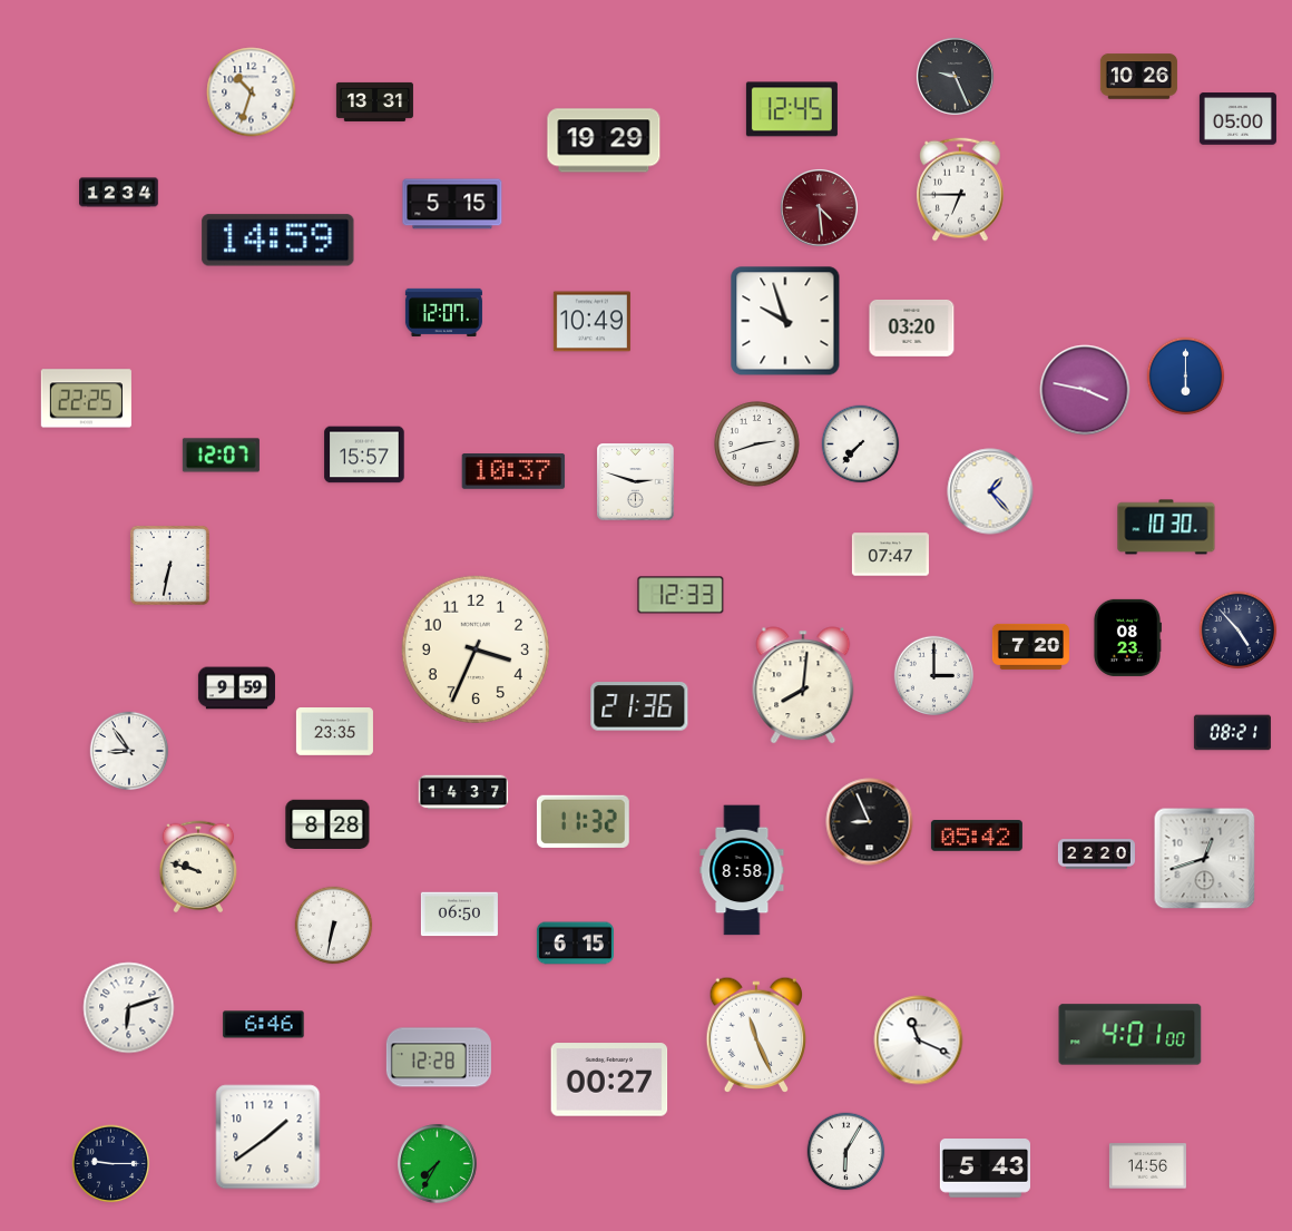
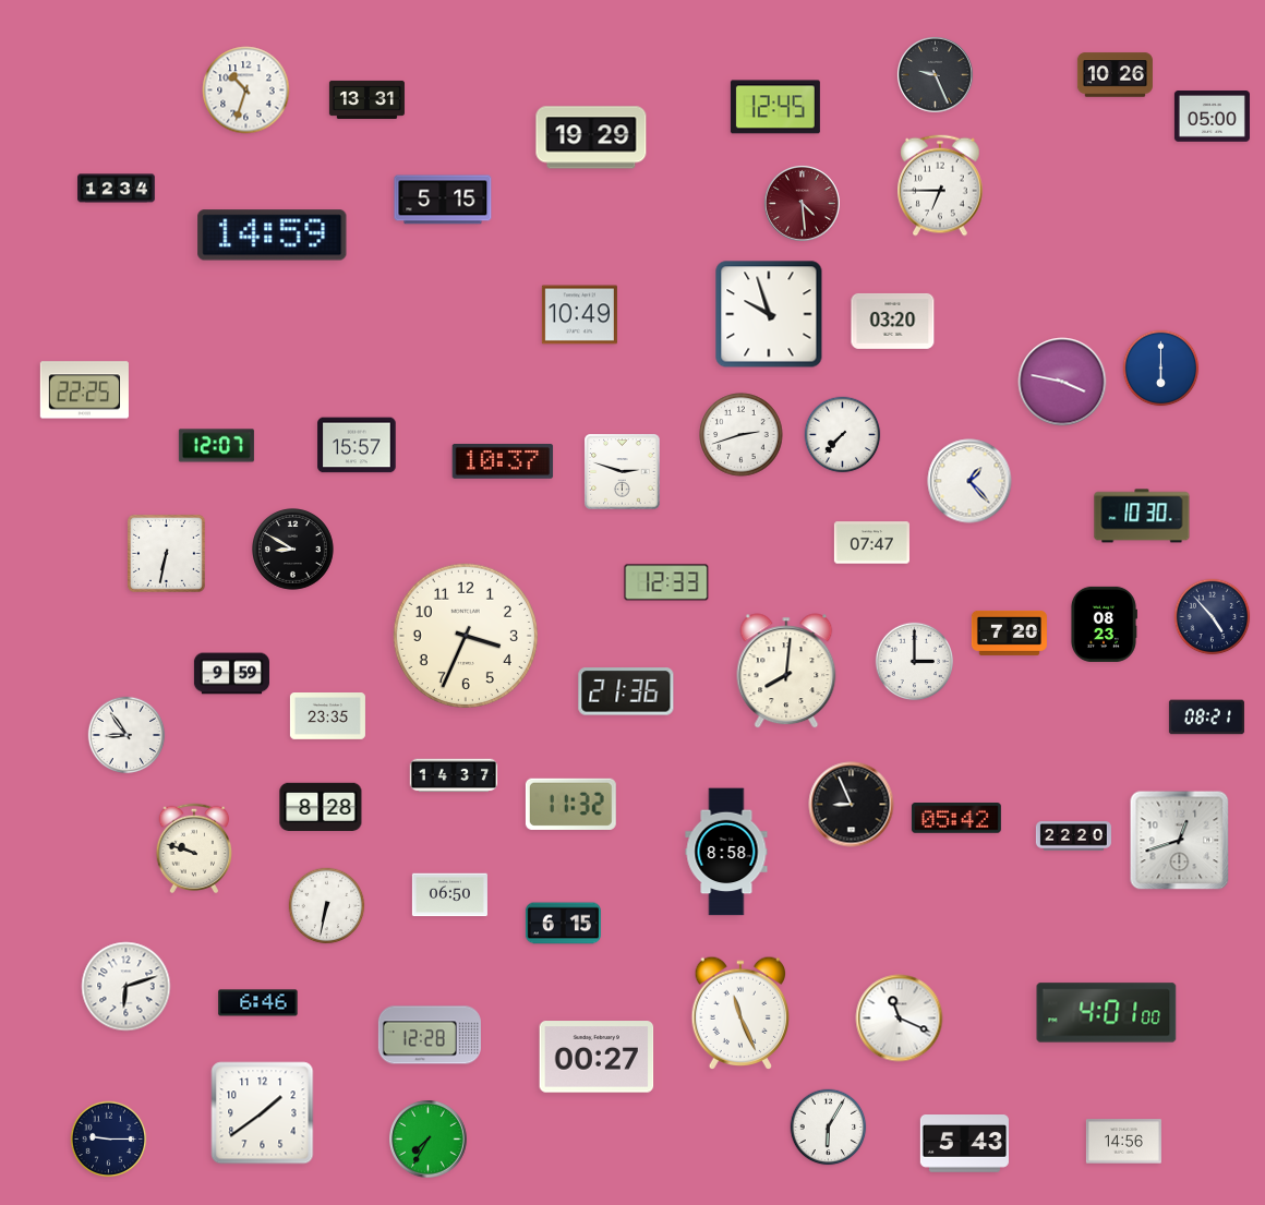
clock at (443, 312): 12:07 -> none
clock at (293, 550): none -> 8:50
